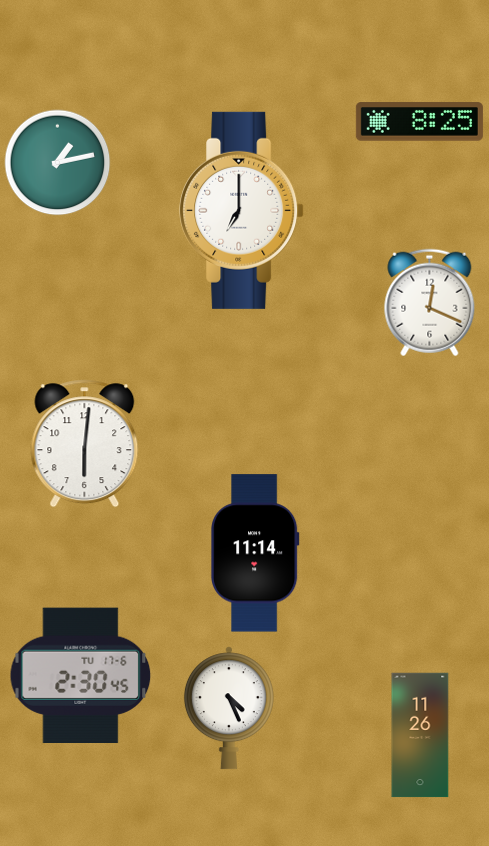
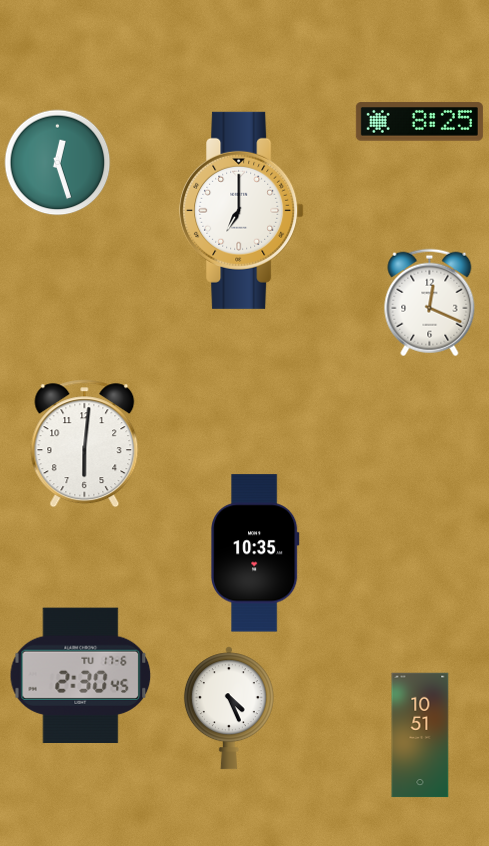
clock at (58, 163): 1:13 -> 12:27
clock at (255, 553): 11:14 -> 10:35
clock at (420, 735): 11:26 -> 10:51
